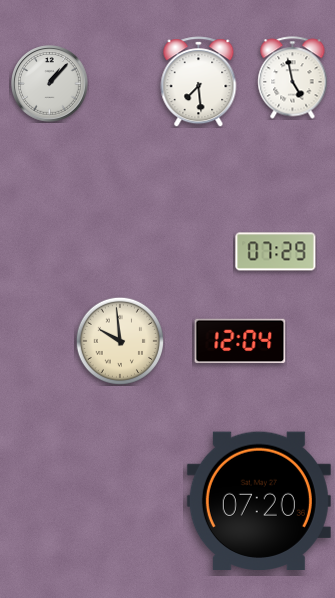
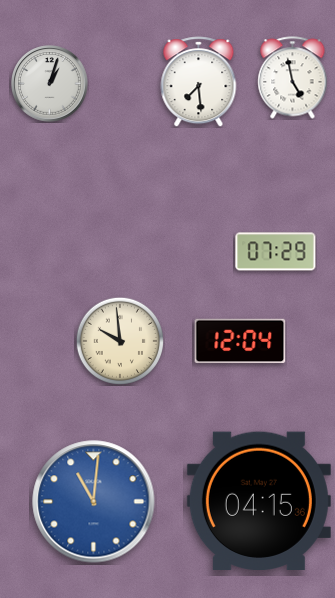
clock at (50, 84): 1:07 -> 1:03
clock at (259, 501): 07:20 -> 04:15
clock at (94, 502): none -> 11:01
